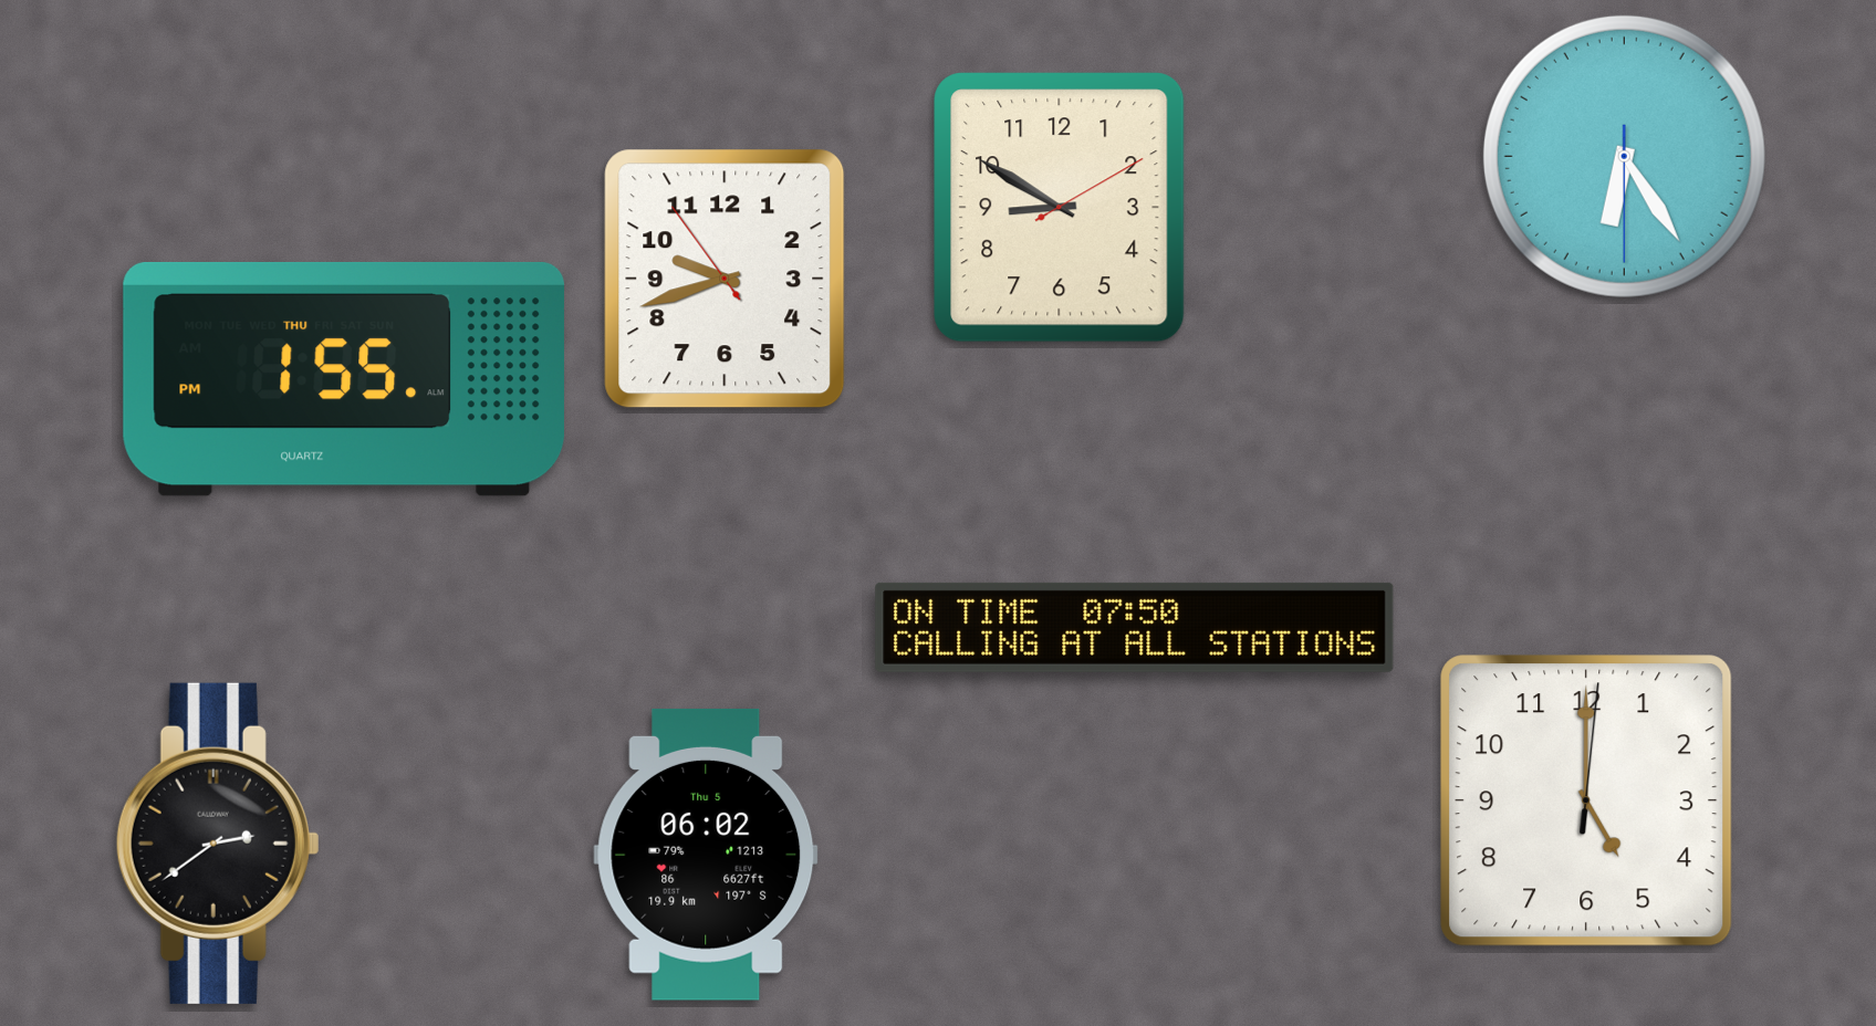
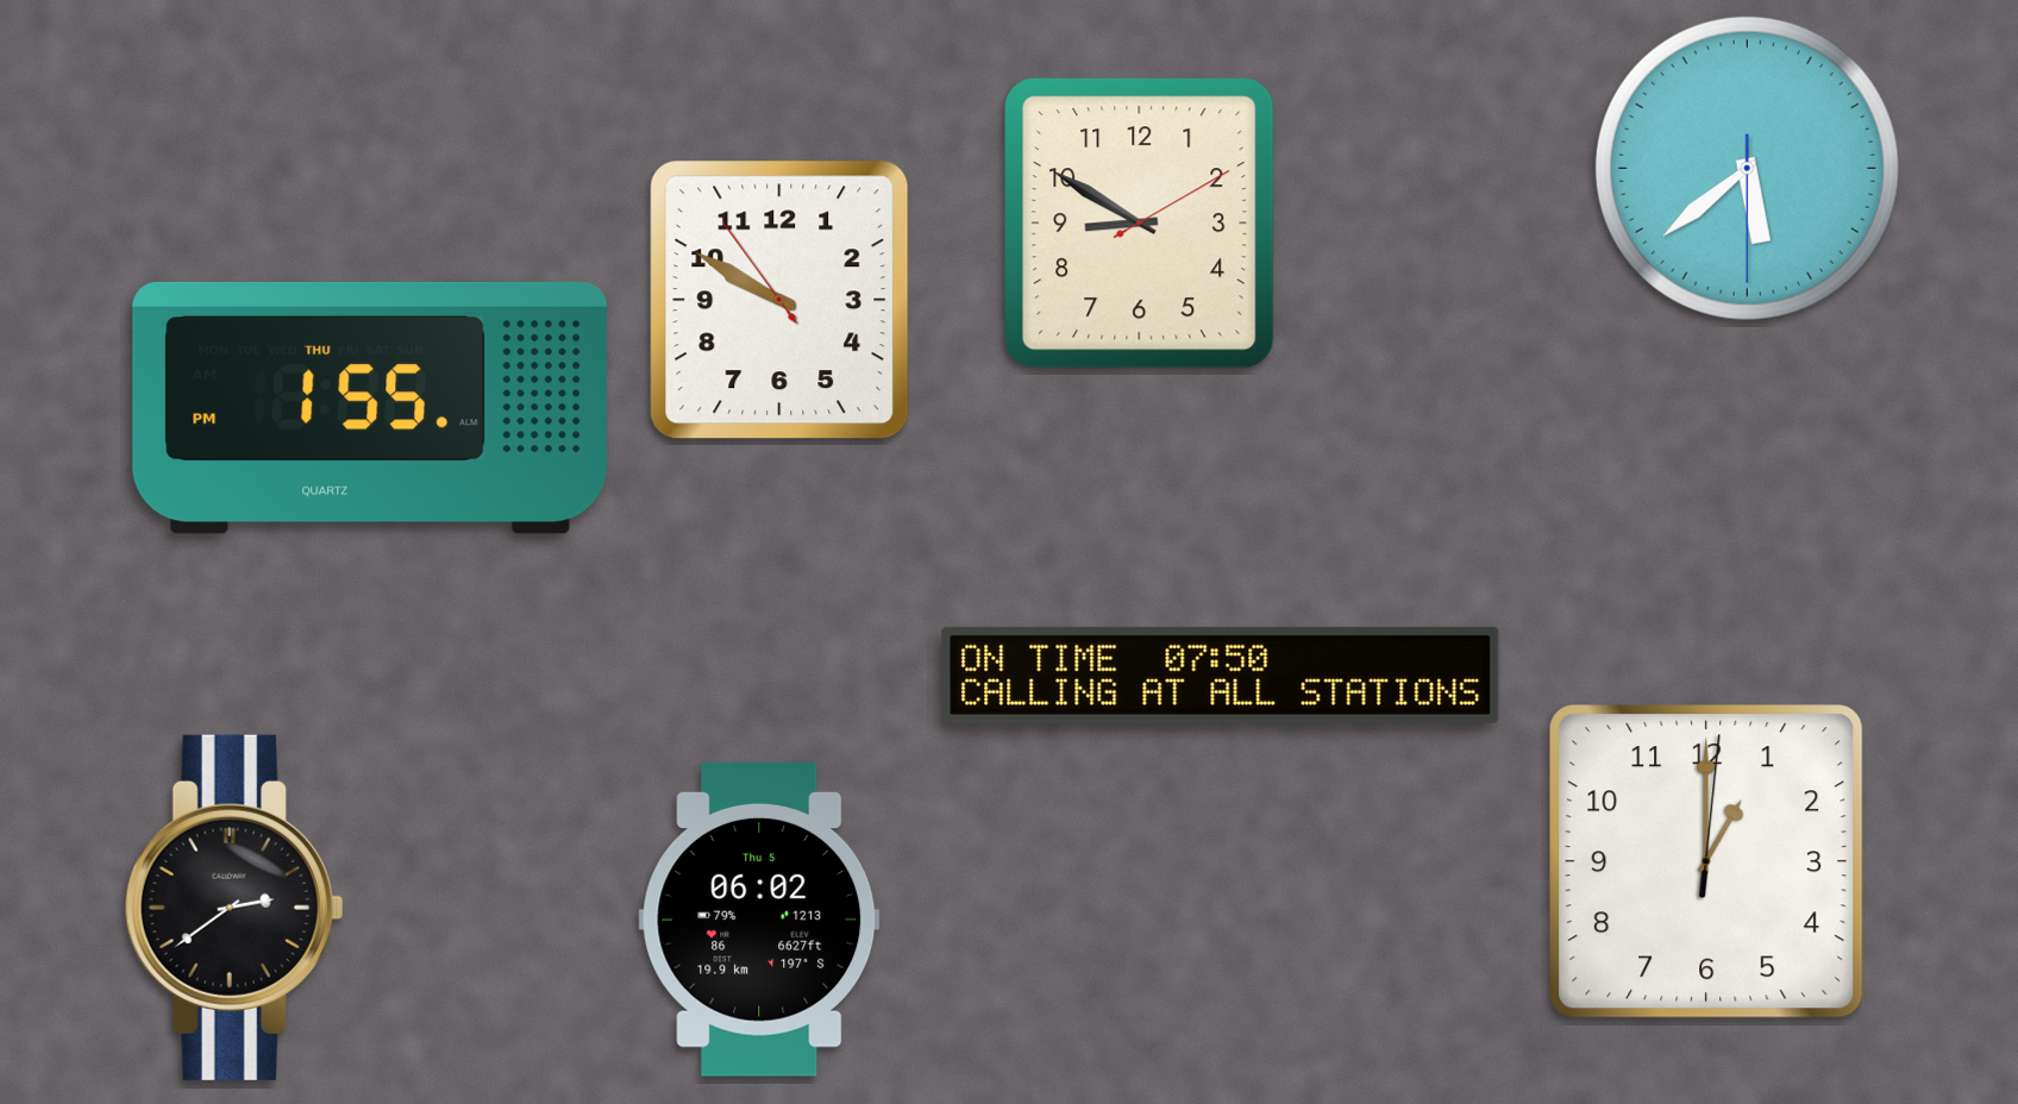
clock at (1624, 156): 6:24 -> 5:38
clock at (725, 279): 9:41 -> 9:49
clock at (1586, 800): 5:00 -> 1:00
